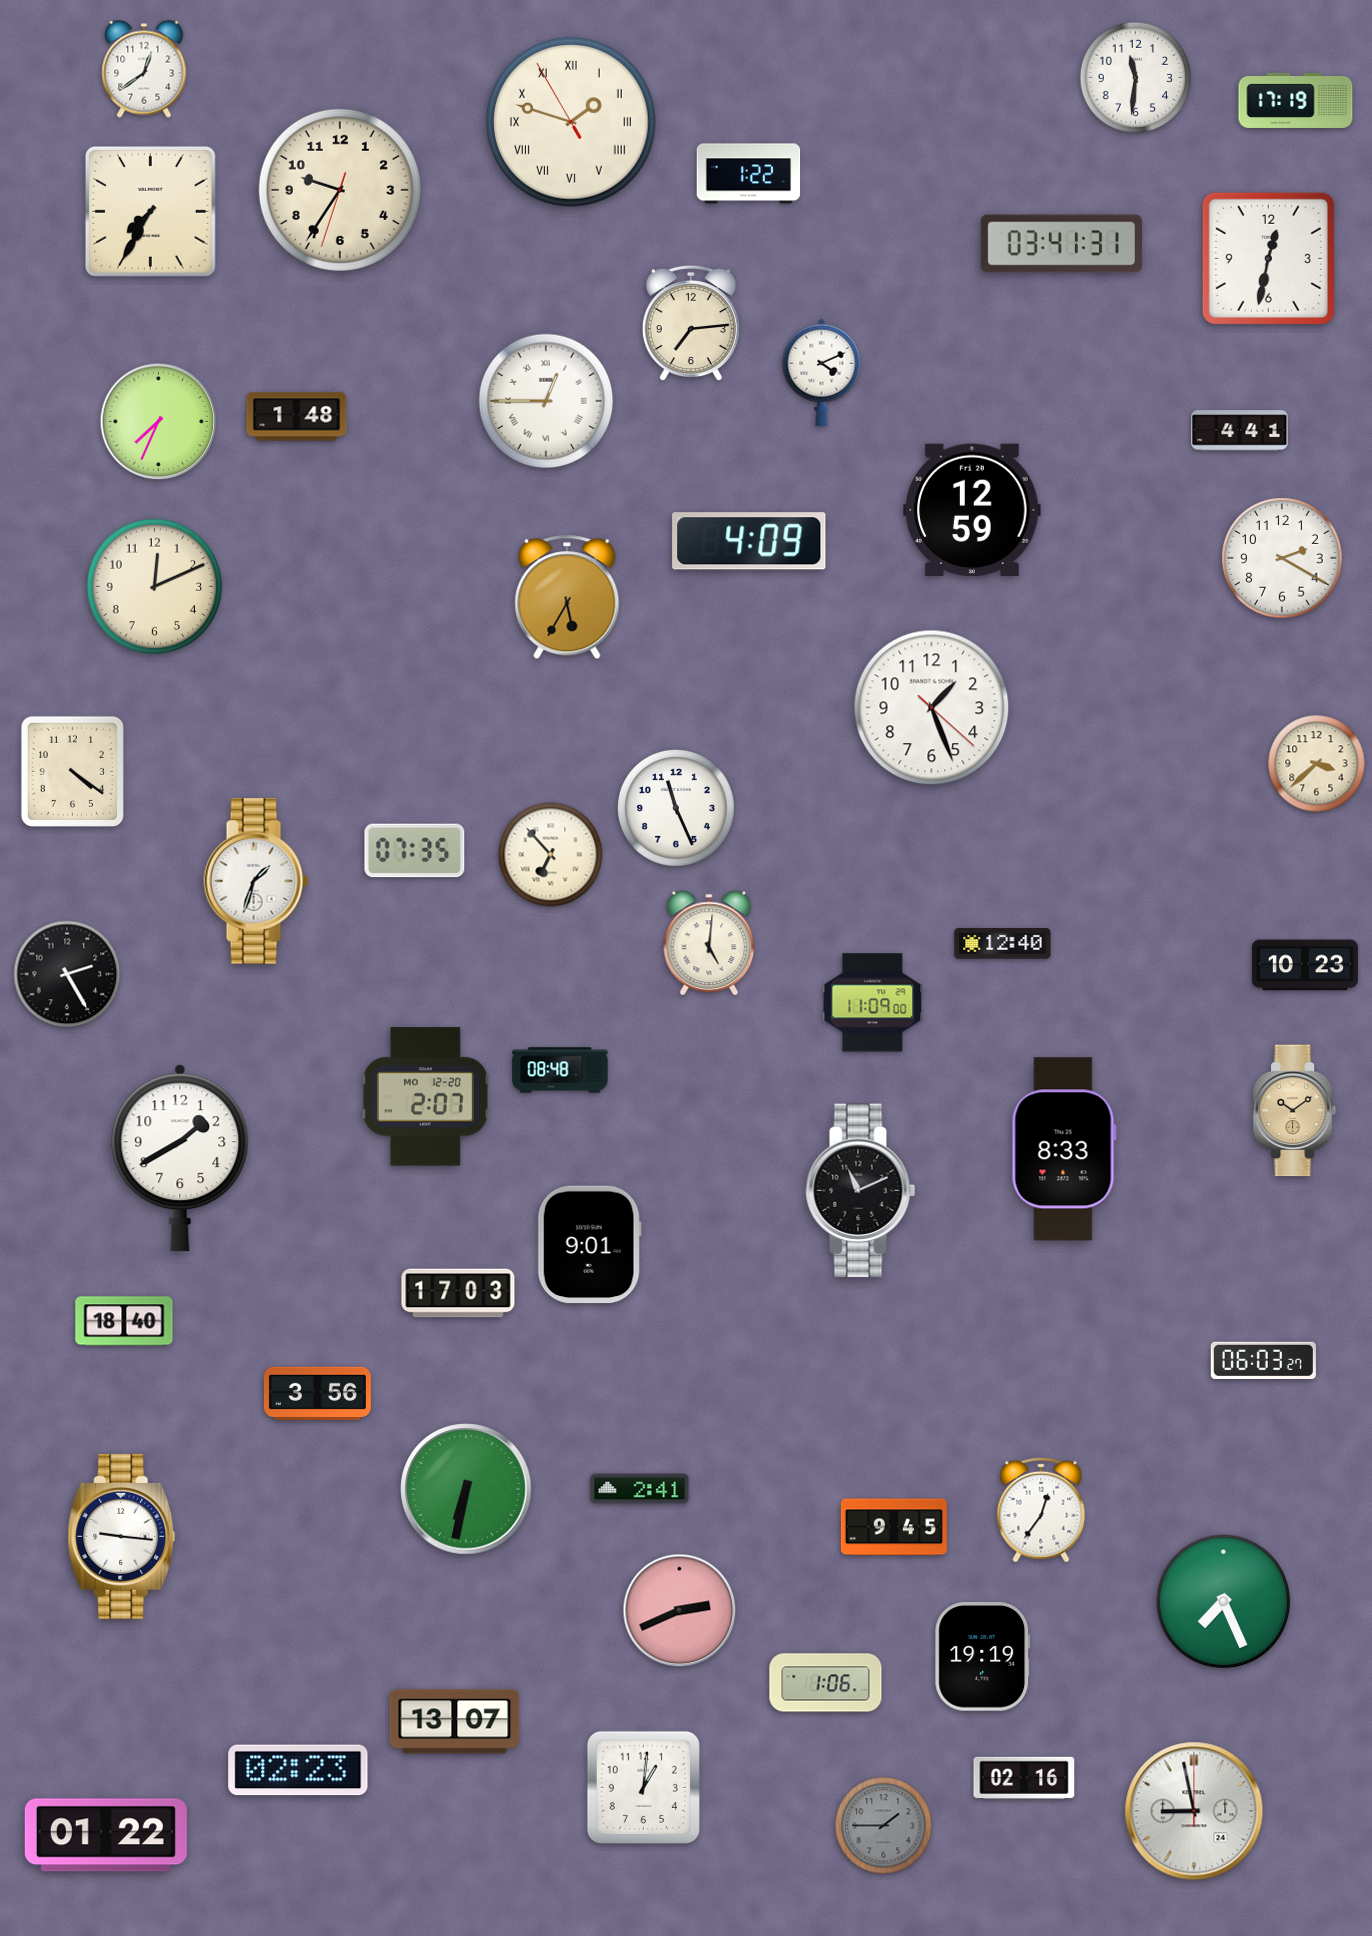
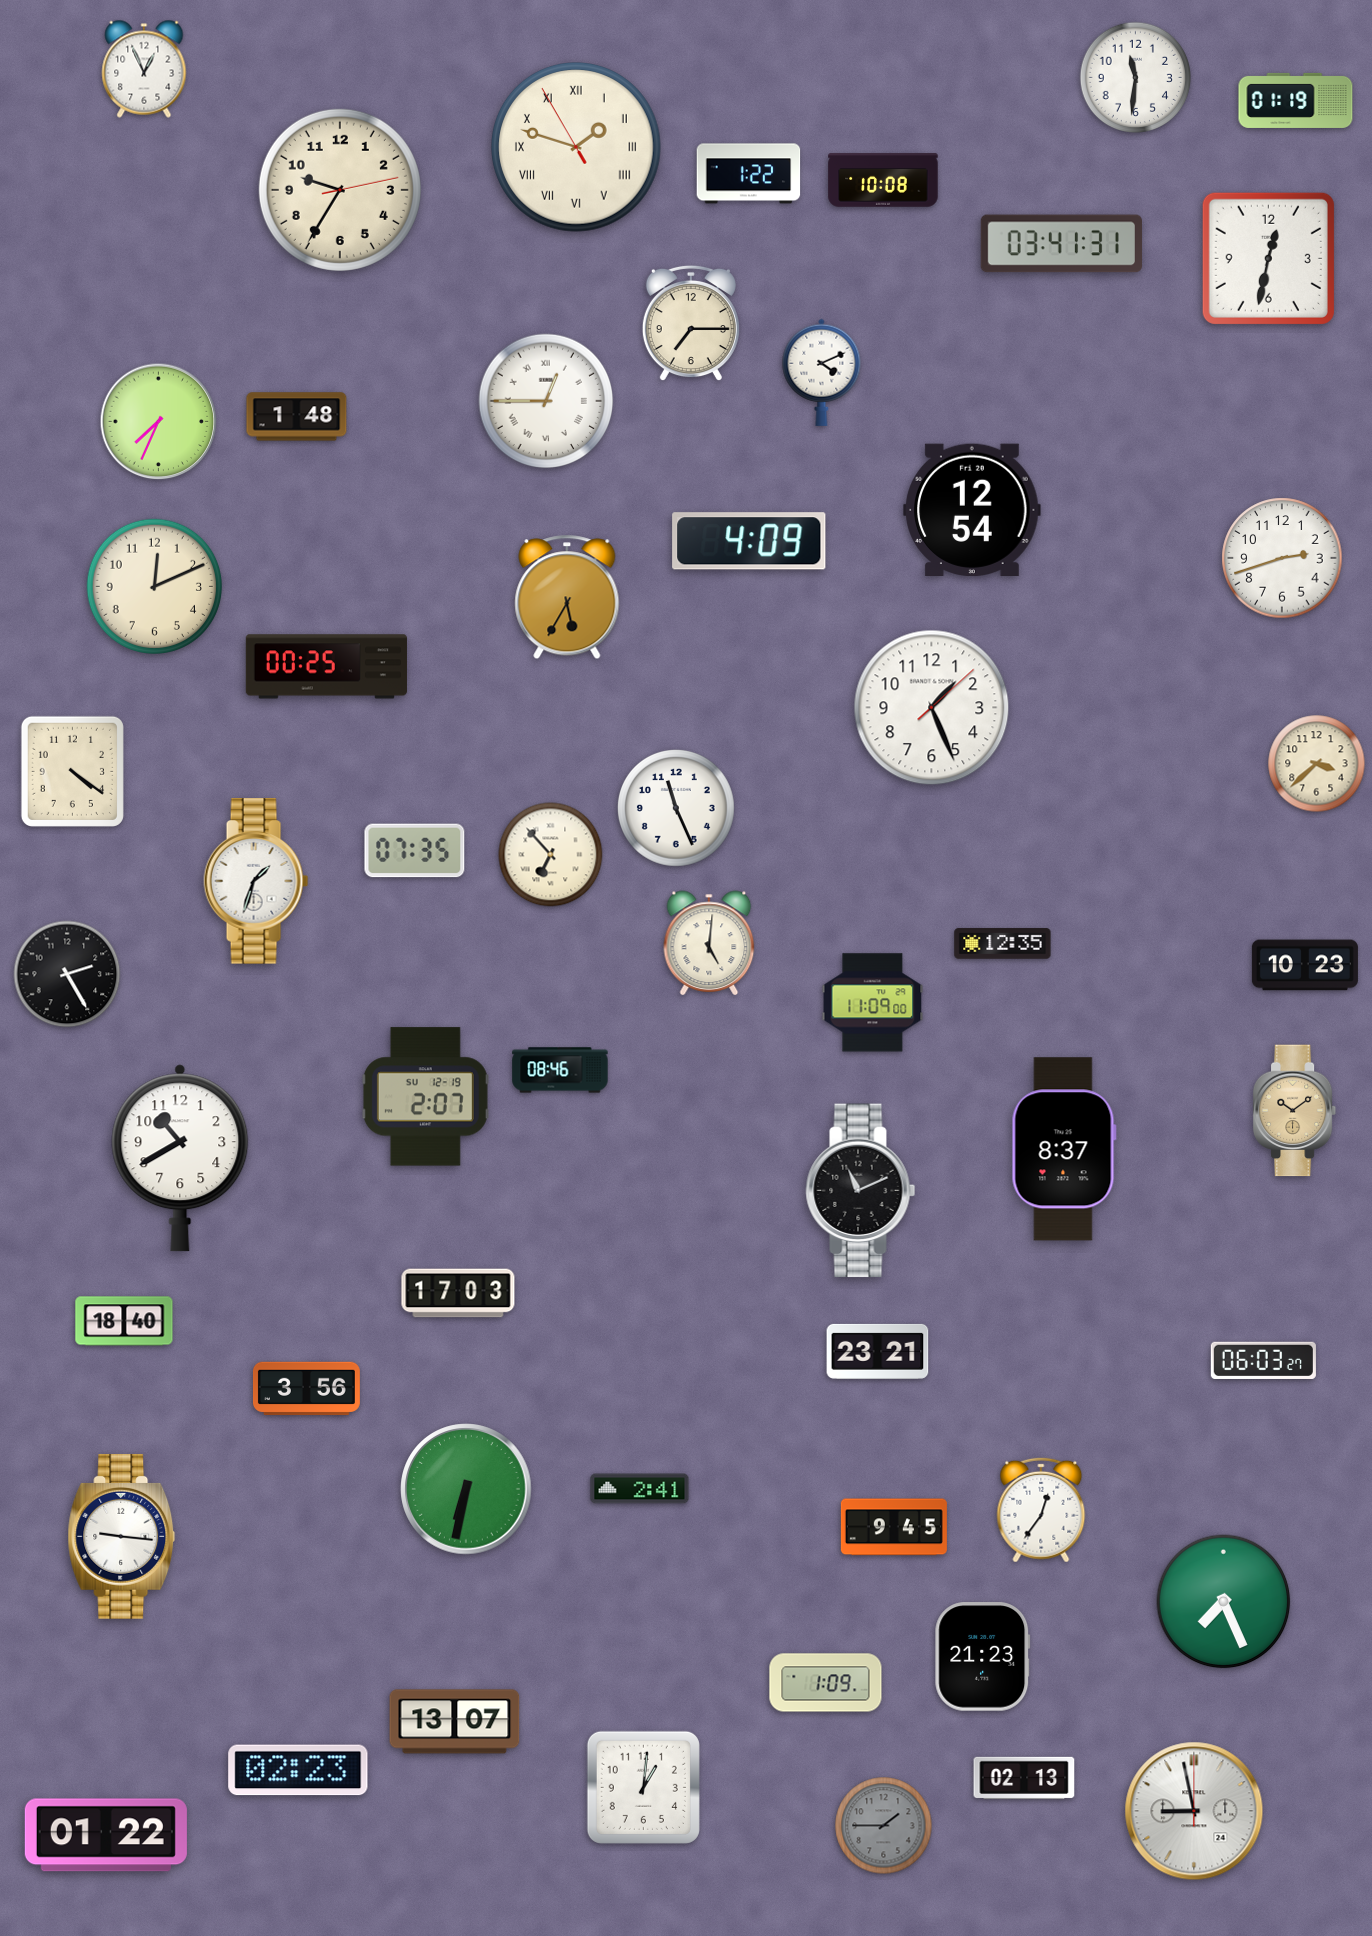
clock at (144, 69): 12:39 -> 12:56
clock at (1296, 100): 17:19 -> 01:19
clock at (572, 123) position: (572, 123) -> (577, 148)
clock at (883, 180): none -> 10:08
clock at (340, 190): 9:35:33 -> 9:35:13
clock at (150, 211): 7:35 -> none
clock at (691, 323): 7:14 -> 7:15
clock at (1240, 431): 4:41 -> none
clock at (972, 509): 12:59 -> 12:54
clock at (1282, 558): 2:20 -> 2:42
clock at (326, 667): none -> 00:25
clock at (932, 708): 1:26:22 -> 1:26:08
clock at (1003, 944): 12:40 -> 12:35
clock at (560, 1070): 08:48 -> 08:46
clock at (425, 1097) date: MO 12-20 -> SU 12-19
clock at (1064, 1149): 8:33 -> 8:37
clock at (180, 1158): 1:40 -> 10:40
clock at (589, 1245): 9:01 -> none
clock at (878, 1351): none -> 23:21
clock at (317, 1394) position: (317, 1394) -> (306, 1389)
clock at (680, 1611): 2:41 -> none
clock at (983, 1657): 19:19 -> 21:23
clock at (826, 1683): 1:06 -> 1:09
clock at (1024, 1777): 02:16 -> 02:13
